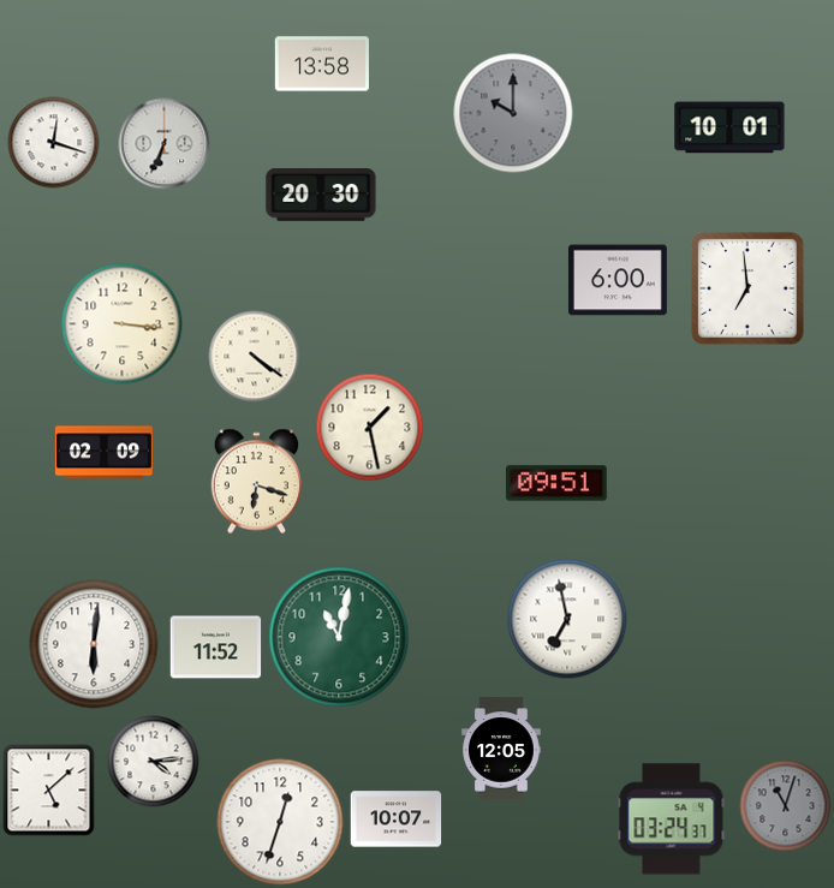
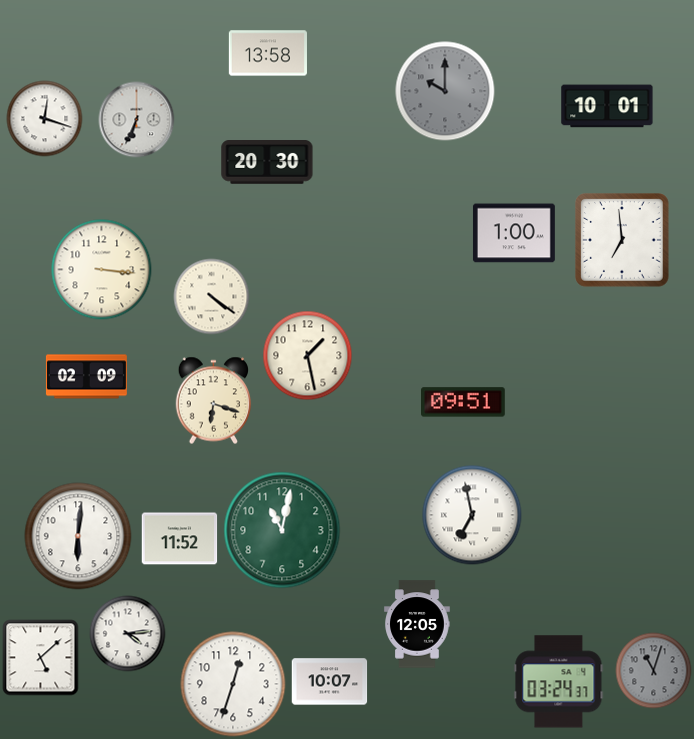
clock at (513, 113) position: (513, 113) -> (445, 91)
clock at (618, 280): 6:00 -> 1:00
